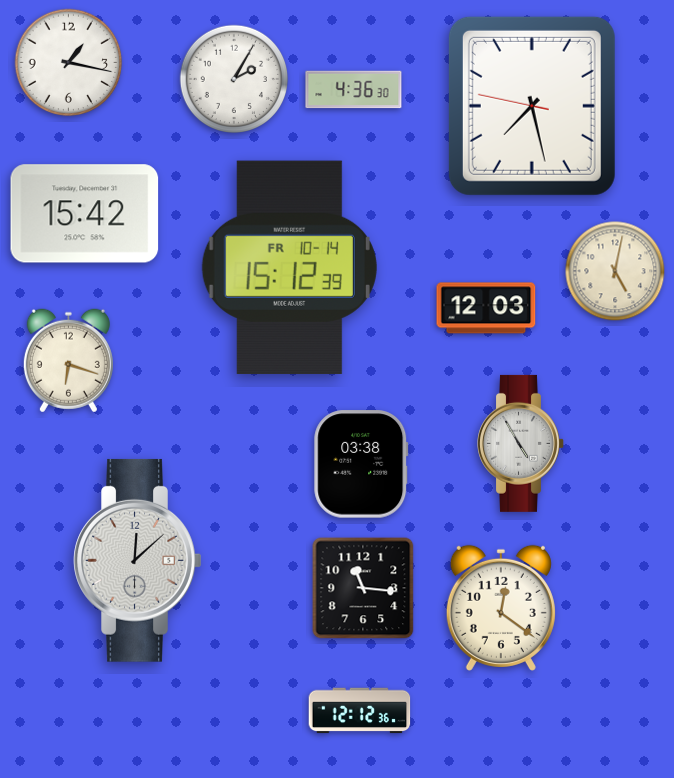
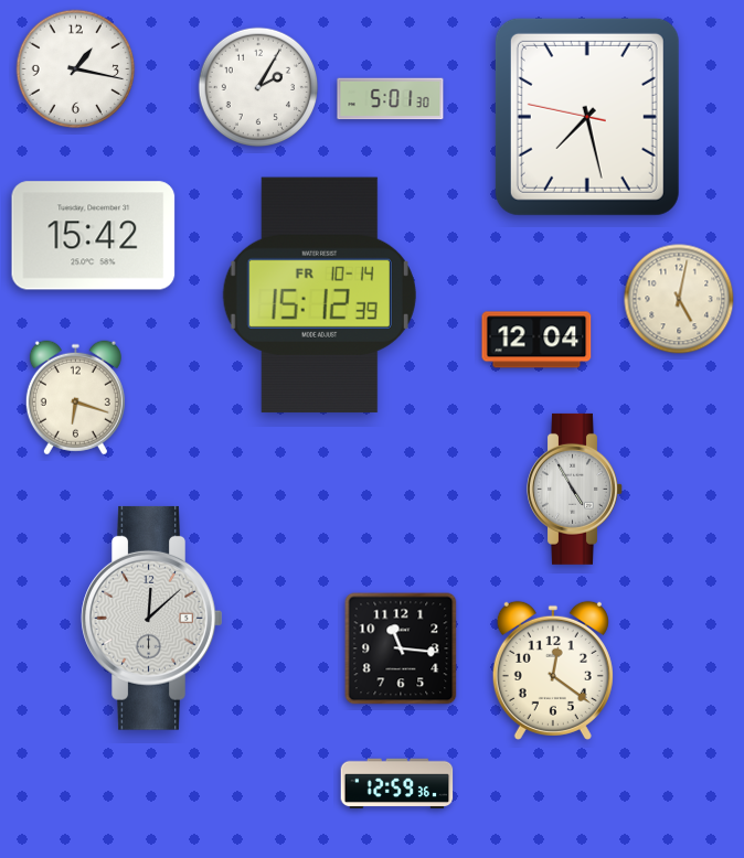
clock at (354, 90): 4:36 -> 5:01
clock at (486, 308): 12:03 -> 12:04
clock at (361, 464): 03:38 -> none
clock at (360, 711): 12:12 -> 12:59
